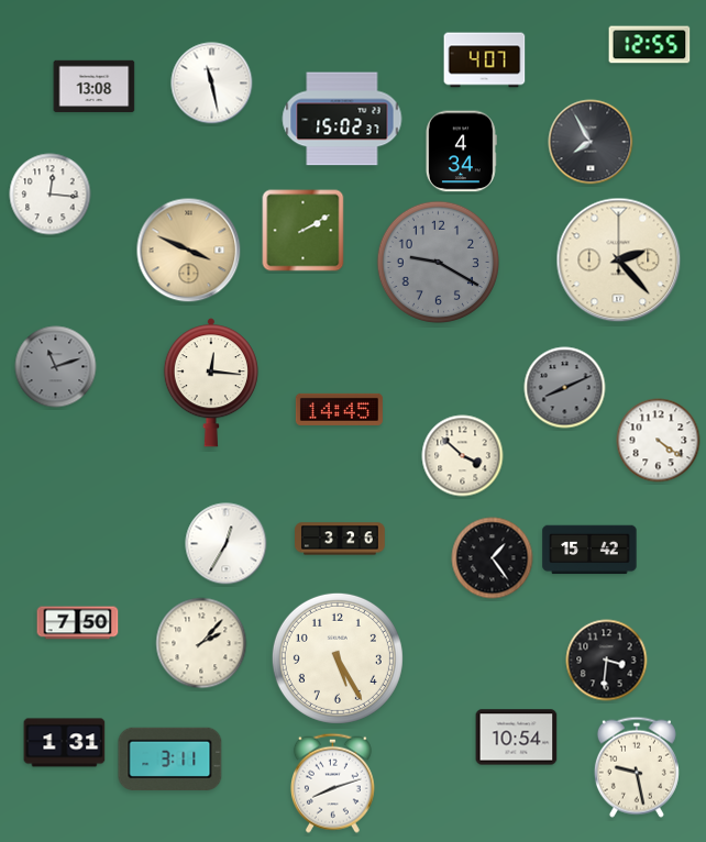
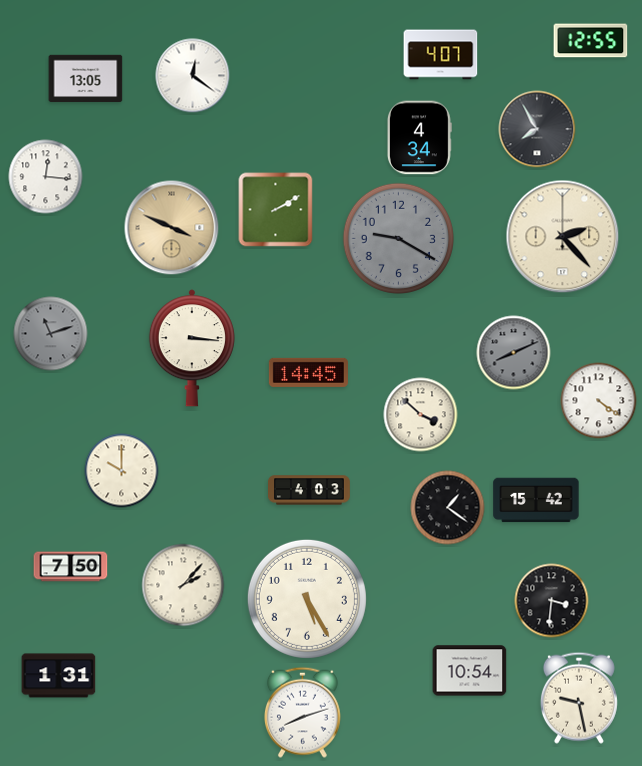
clock at (212, 84): 11:28 -> 12:21
clock at (95, 87): 13:08 -> 13:05
clock at (342, 119): 15:02 -> none
clock at (211, 383): 12:16 -> 3:16
clock at (122, 471): none -> 10:00
clock at (341, 539): 3:26 -> 4:03
clock at (227, 544): 12:35 -> none
clock at (493, 558): 1:24 -> 1:21
clock at (170, 758): 3:11 -> none
